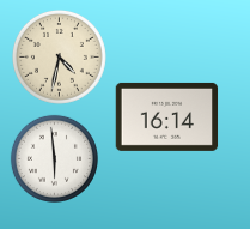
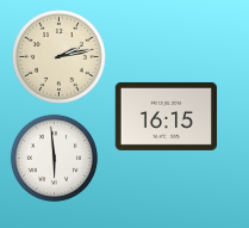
clock at (59, 56): 4:32 -> 2:13
clock at (167, 116): 16:14 -> 16:15
